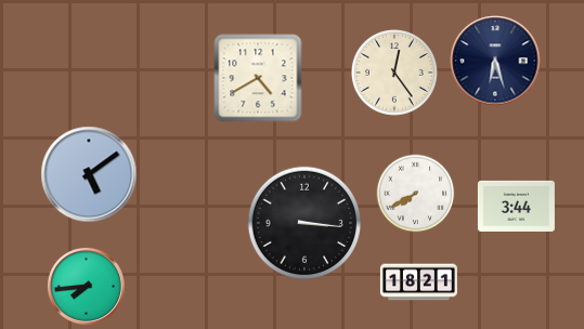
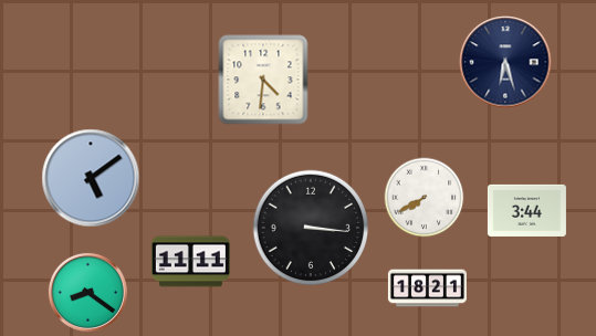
clock at (394, 73): 12:24 -> none
clock at (258, 78): 4:40 -> 4:31
clock at (190, 262): none -> 11:11
clock at (86, 286): 7:44 -> 8:21
